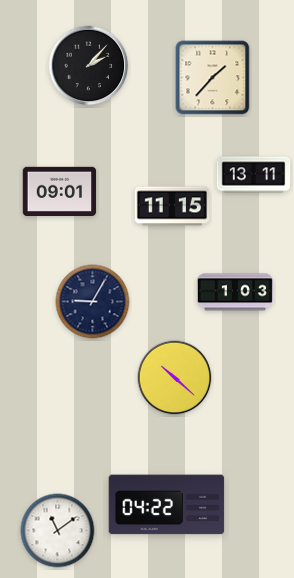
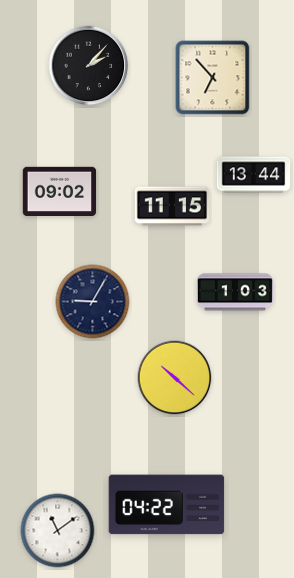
clock at (213, 78): 1:37 -> 6:53
clock at (254, 175): 13:11 -> 13:44
clock at (60, 192): 09:01 -> 09:02
